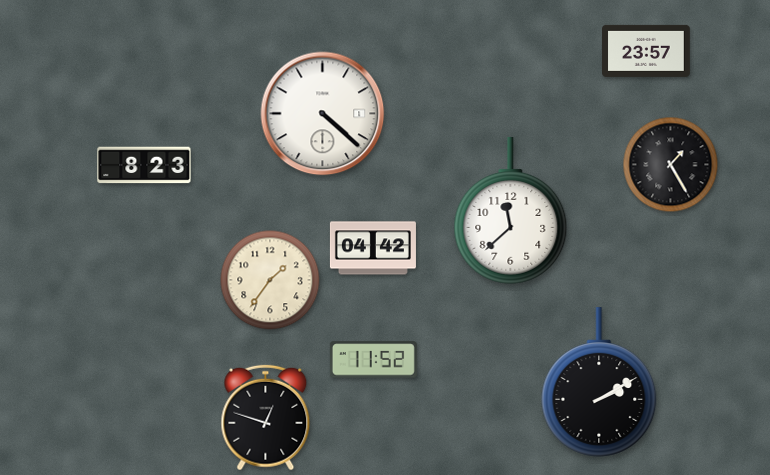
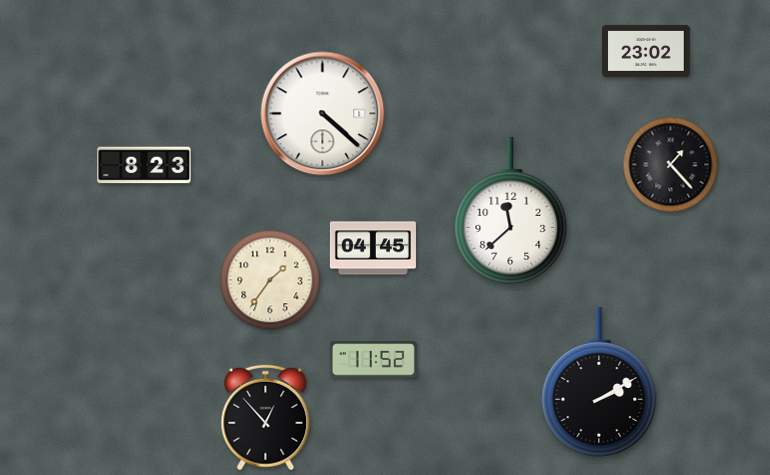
clock at (647, 51): 23:57 -> 23:02
clock at (671, 165): 1:25 -> 1:23
clock at (373, 248): 04:42 -> 04:45
clock at (266, 418): 12:48 -> 12:53
